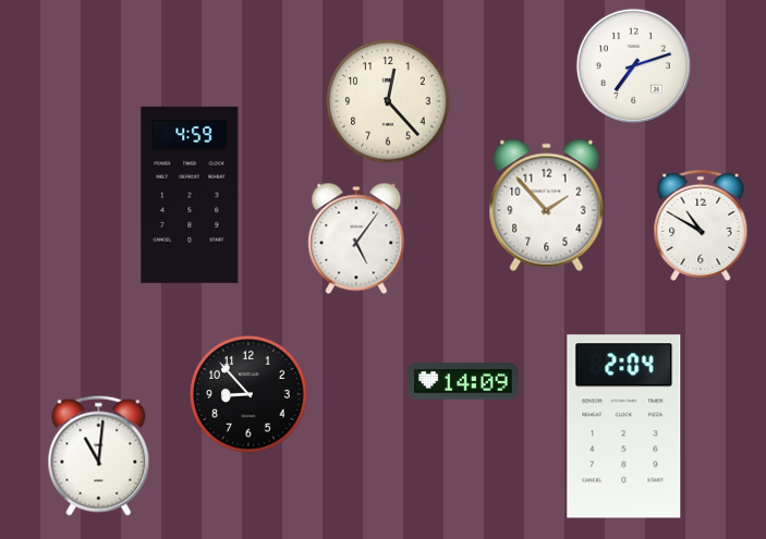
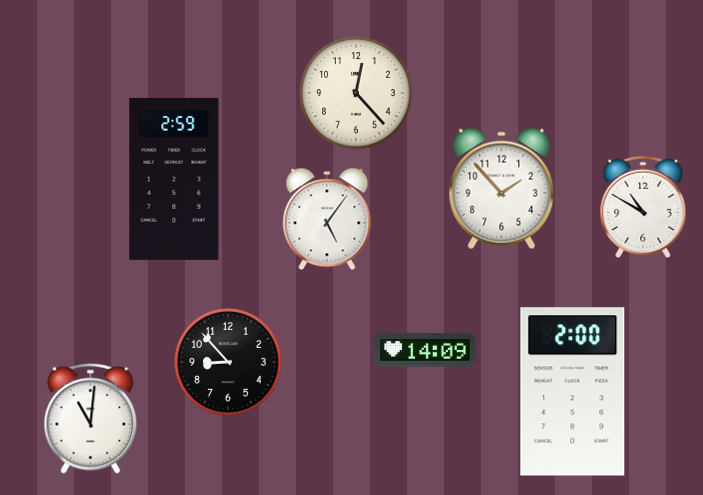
clock at (633, 65): 7:12 -> none
clock at (190, 195): 4:59 -> 2:59
clock at (624, 427): 2:04 -> 2:00
